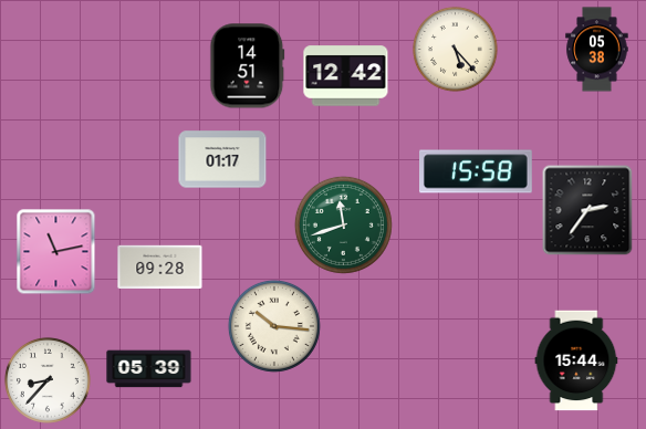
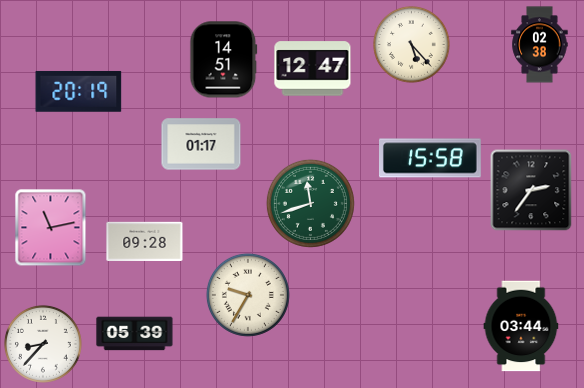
clock at (597, 50): 05:38 -> 02:38
clock at (346, 76): 12:42 -> 12:47
clock at (79, 91): none -> 20:19
clock at (477, 171) position: (477, 171) -> (431, 158)
clock at (274, 326): 10:16 -> 9:35
clock at (576, 360): 15:44 -> 03:44
